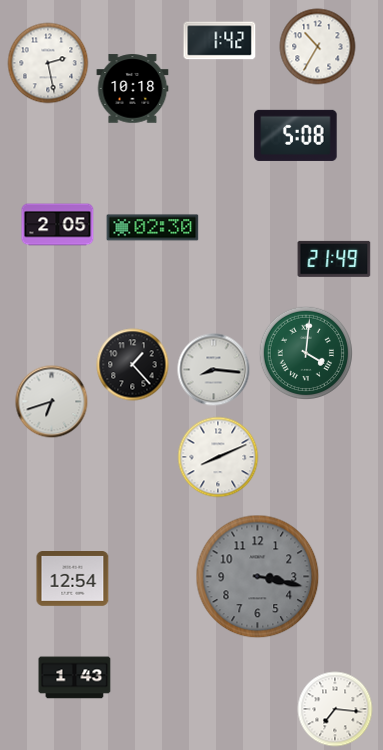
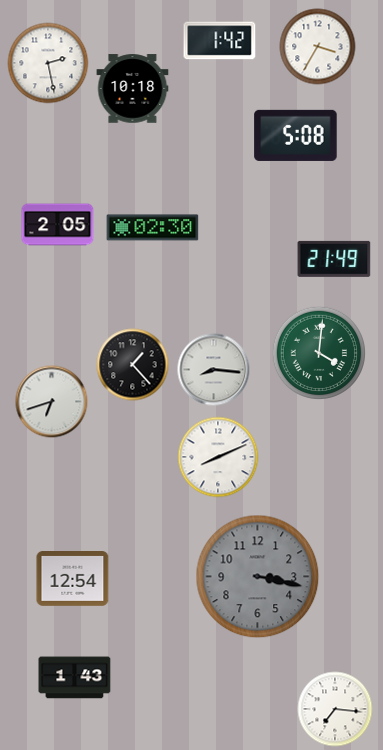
clock at (318, 47): 10:35 -> 3:35
clock at (305, 352) position: (305, 352) -> (318, 352)
